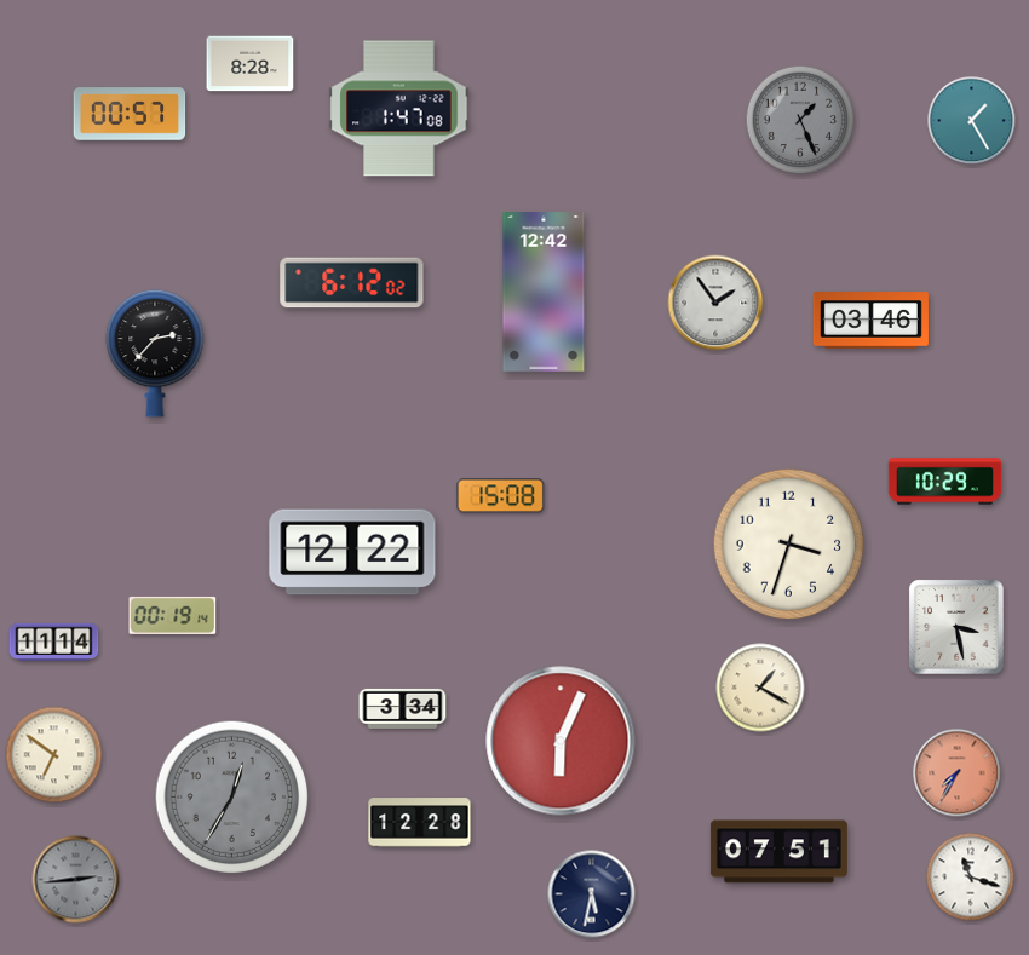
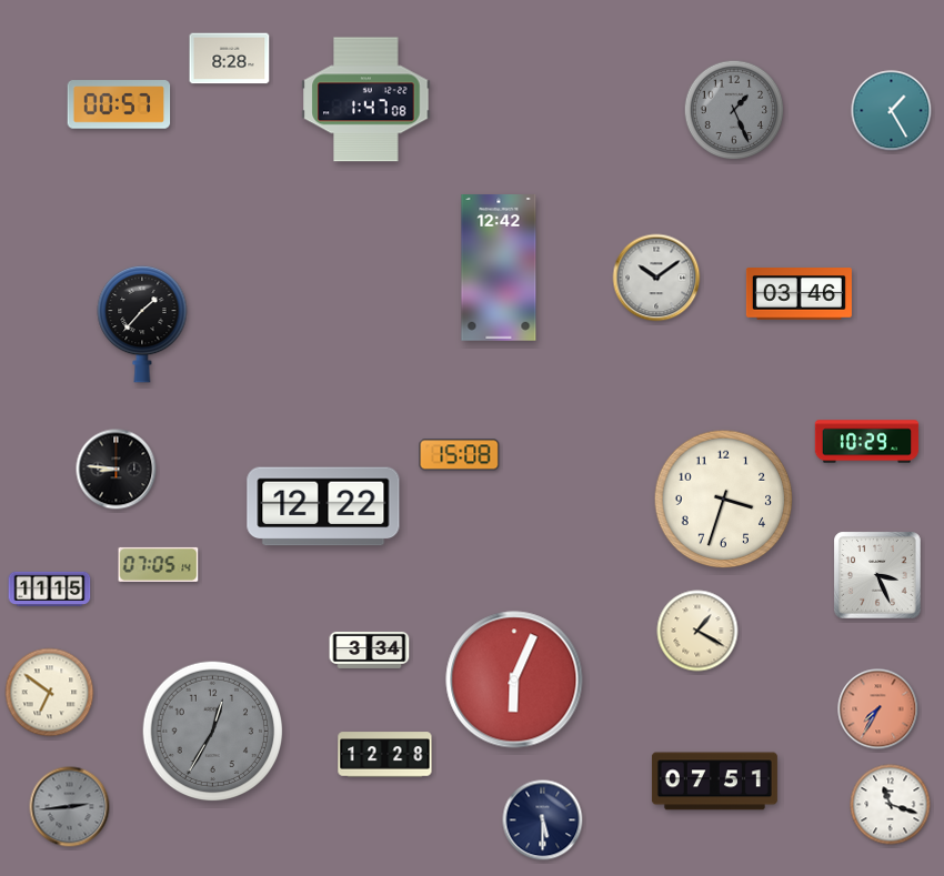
clock at (352, 283): 6:12 -> none
clock at (715, 303): 1:54 -> 10:09
clock at (155, 353): 2:37 -> 1:37
clock at (117, 470): none -> 8:46
clock at (173, 615): 00:19 -> 07:05
clock at (956, 627): 3:28 -> 3:26
clock at (54, 642): 11:14 -> 11:15
clock at (592, 894): 5:32 -> 5:30
